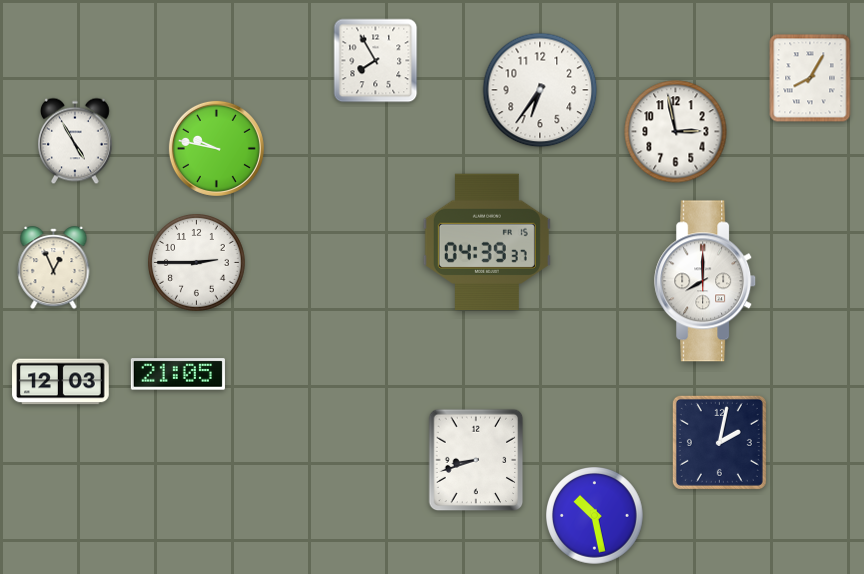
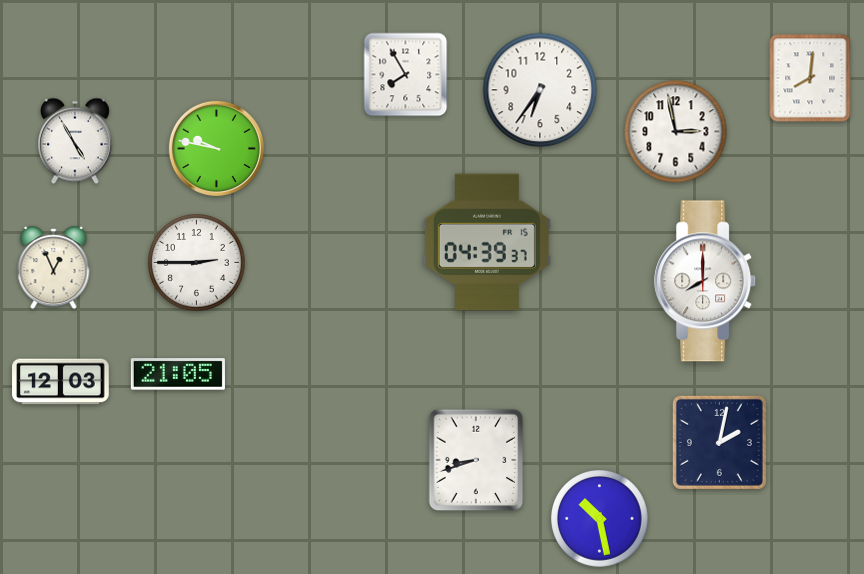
clock at (376, 61) position: (376, 61) -> (406, 75)
clock at (810, 78): 8:05 -> 8:01
clock at (595, 516) position: (595, 516) -> (600, 519)
